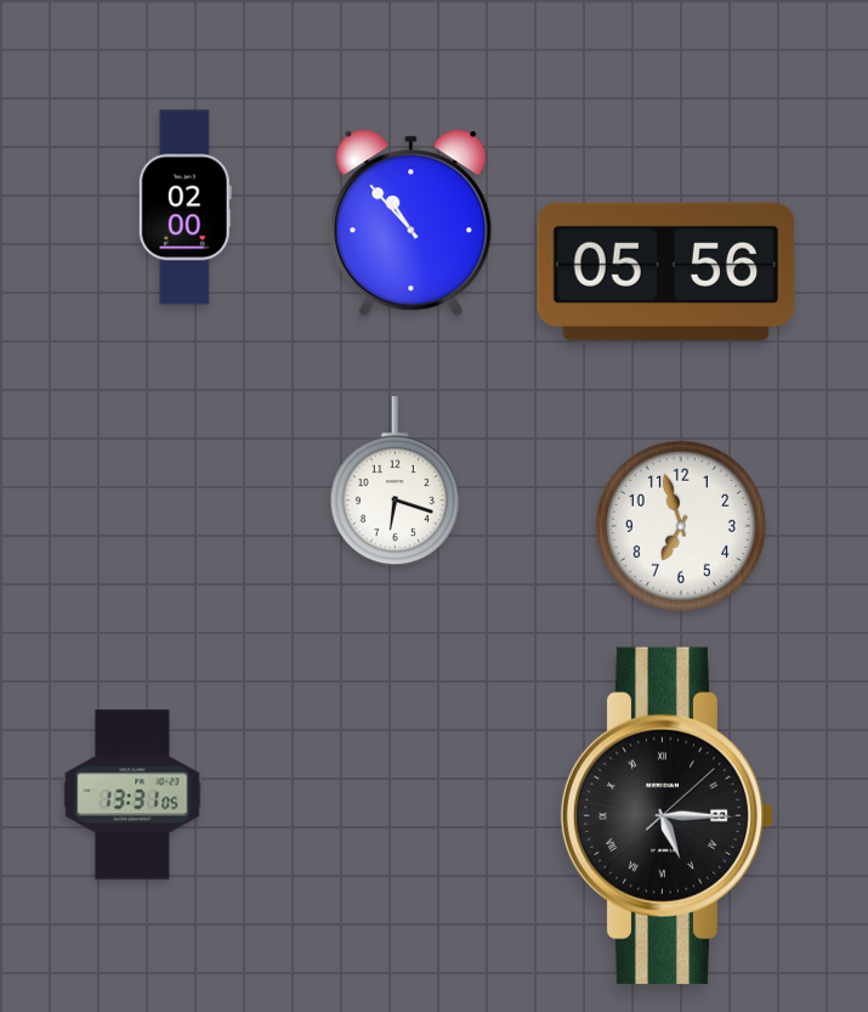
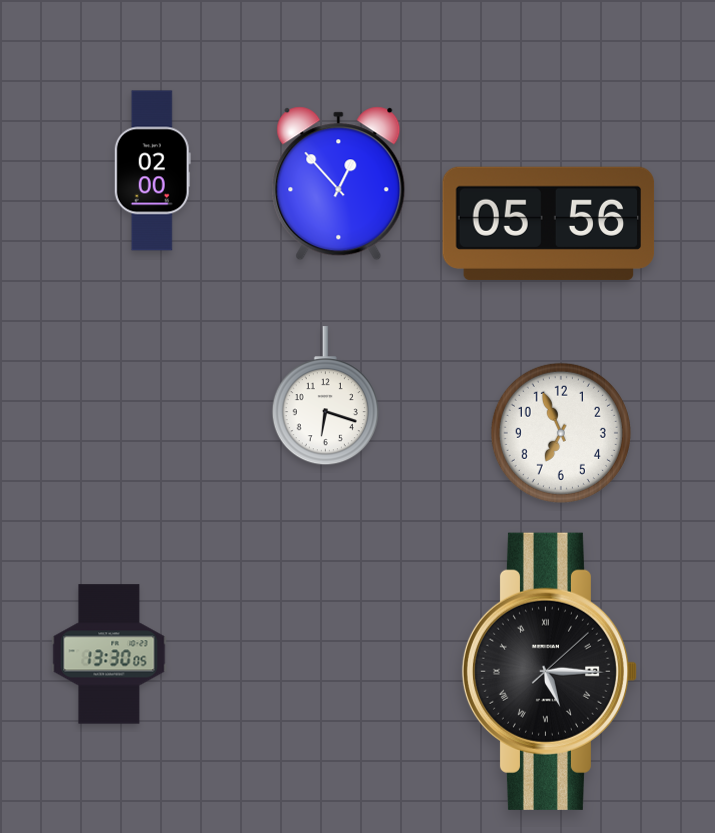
clock at (412, 224): 10:53 -> 12:53
clock at (681, 526): 6:57 -> 6:56
clock at (132, 795): 13:31 -> 13:30
